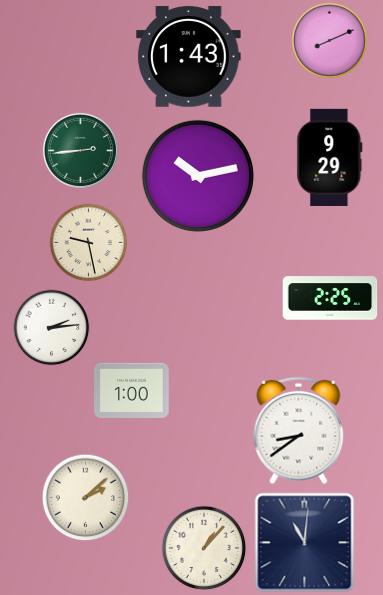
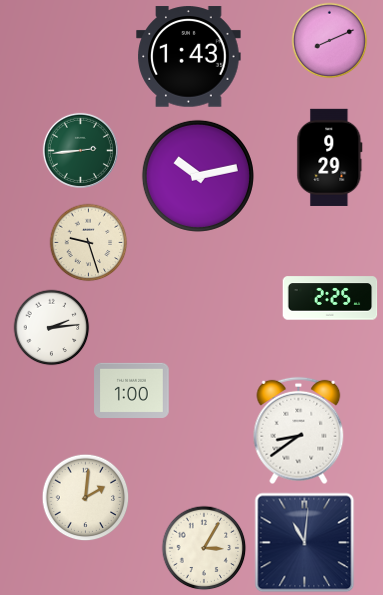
clock at (89, 243): 9:28 -> 9:27
clock at (86, 498): 2:08 -> 2:01
clock at (204, 548): 1:07 -> 3:05
